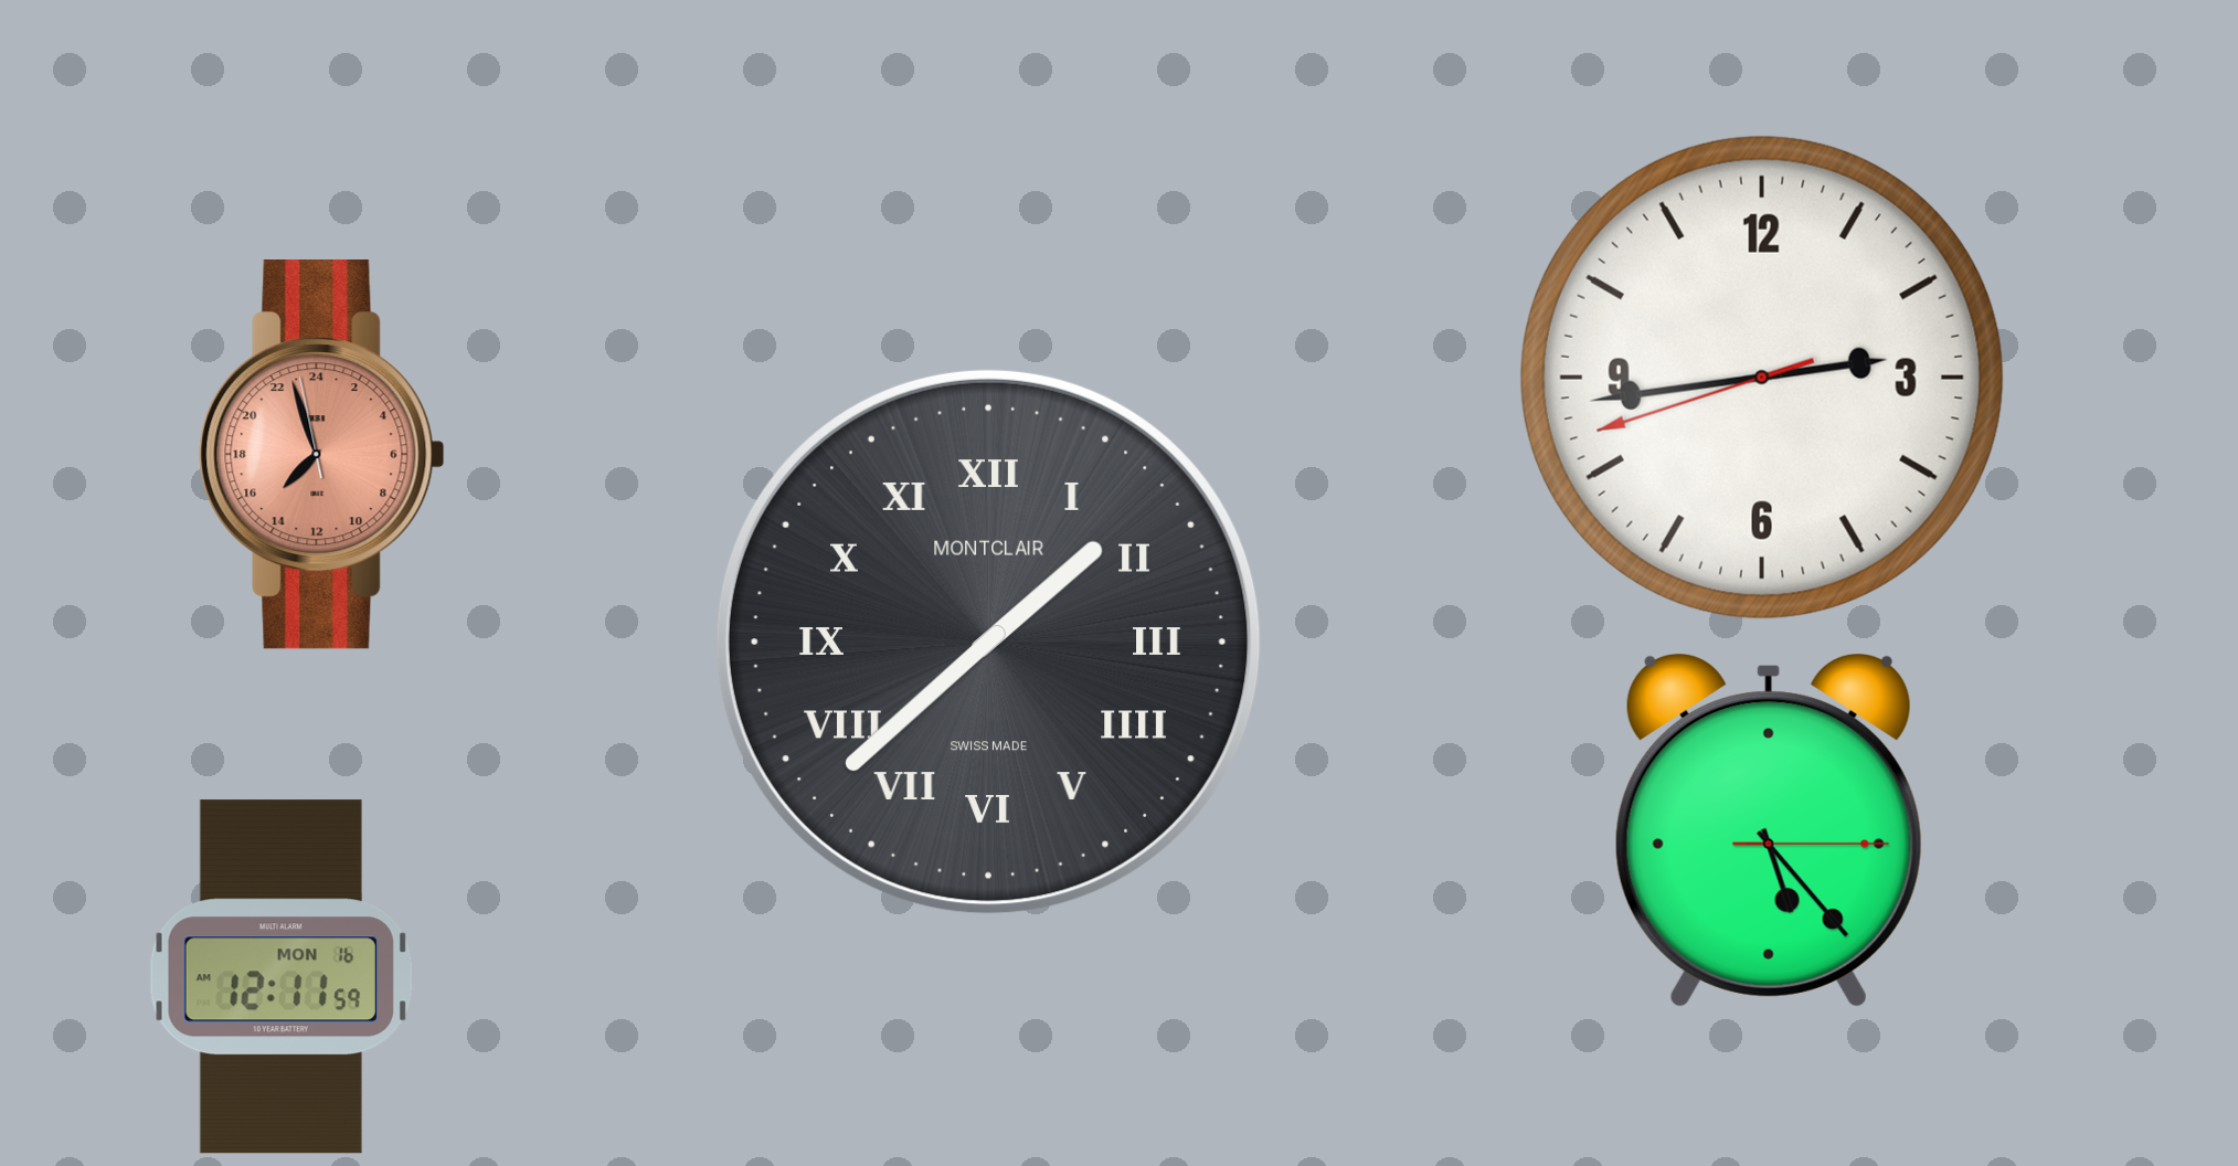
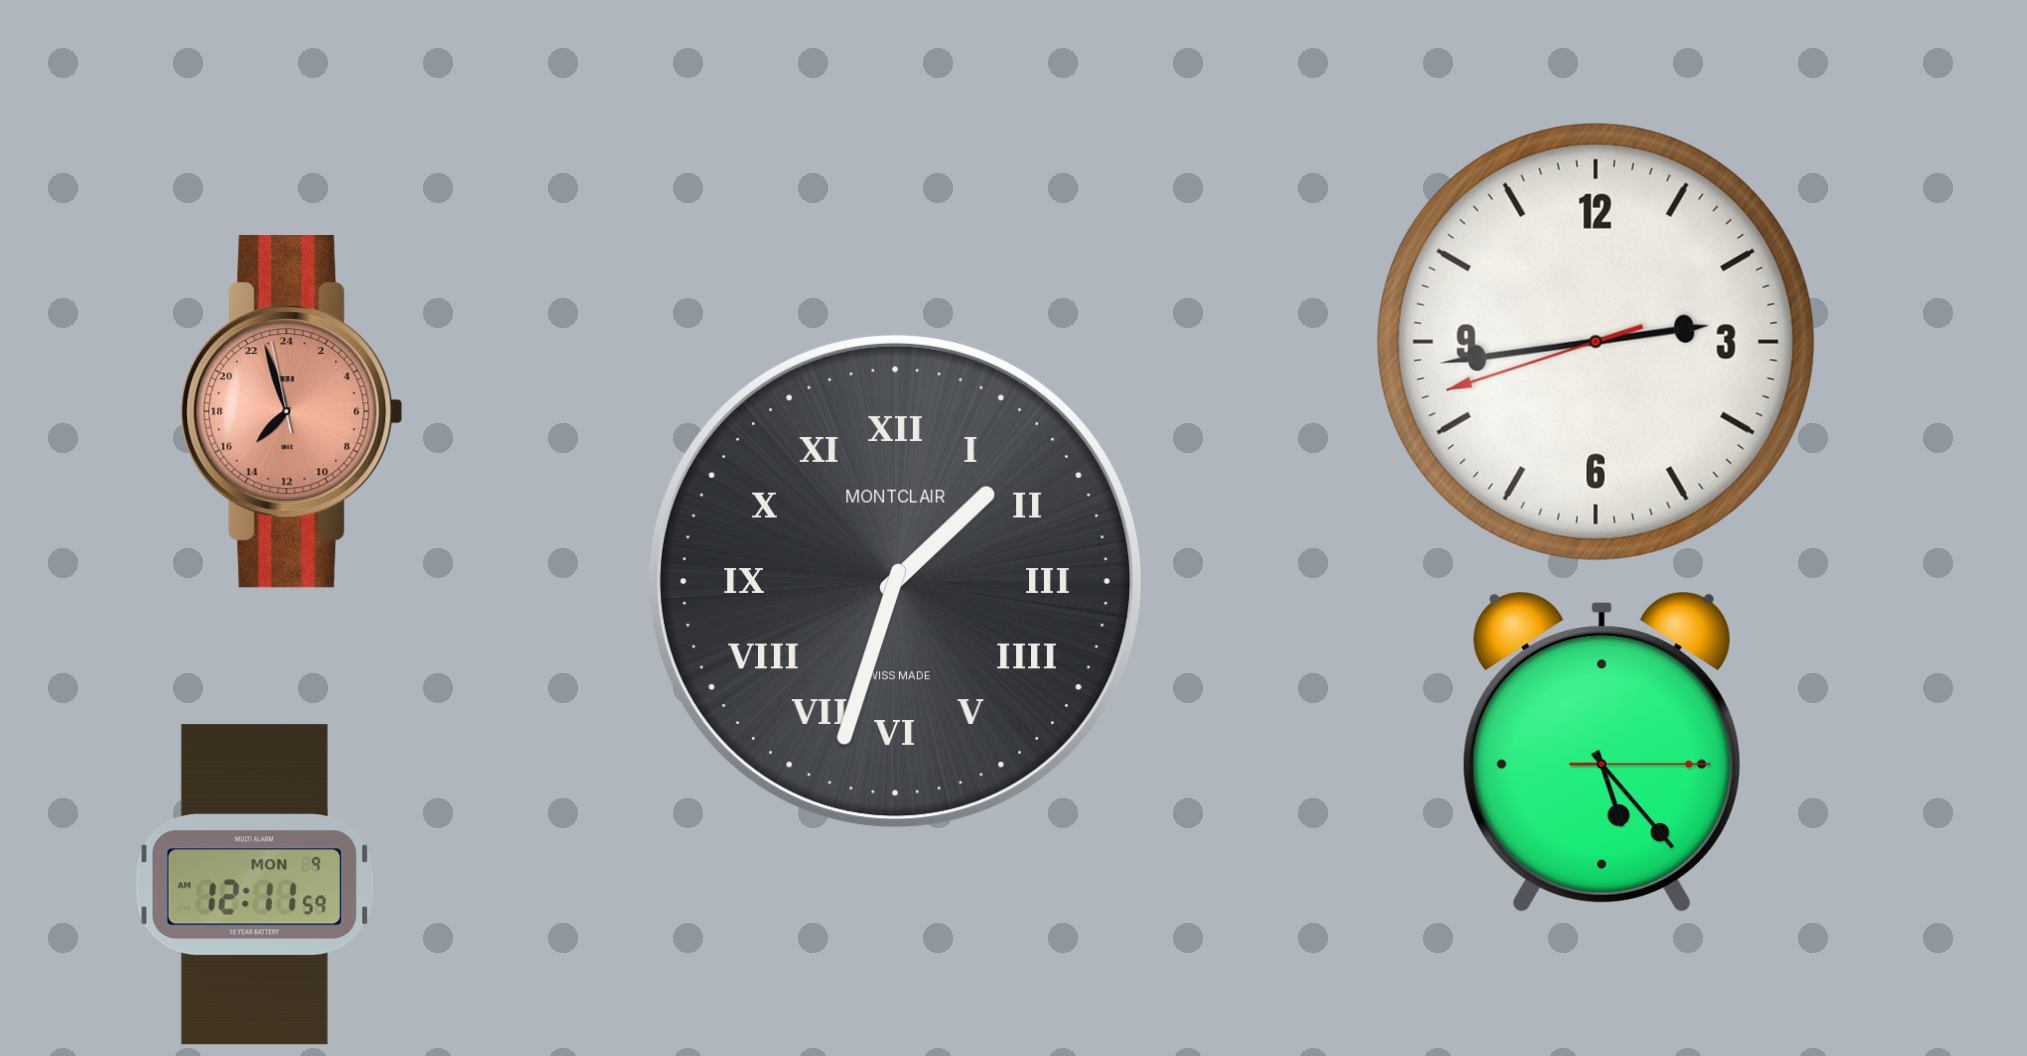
clock at (988, 642): 1:38 -> 1:33
clock at (280, 977) date: MON 16 -> MON 9
